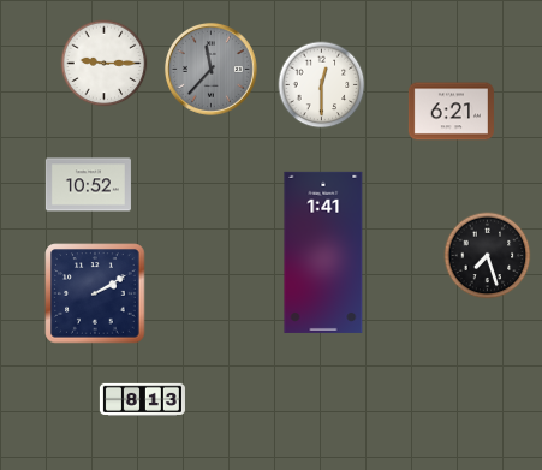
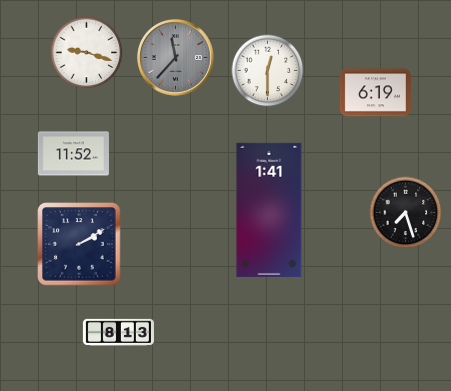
clock at (105, 64): 9:15 -> 9:18
clock at (451, 112): 6:21 -> 6:19
clock at (88, 185): 10:52 -> 11:52
